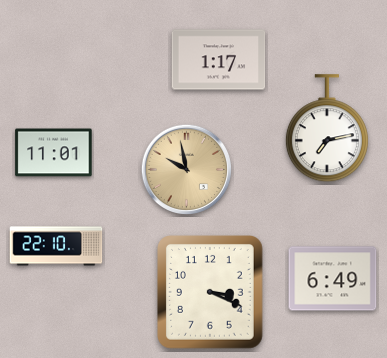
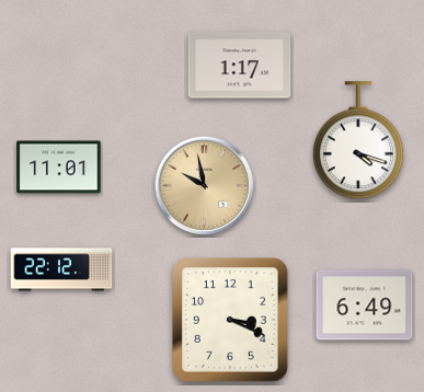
clock at (327, 129): 7:13 -> 4:18
clock at (56, 246): 22:10 -> 22:12
